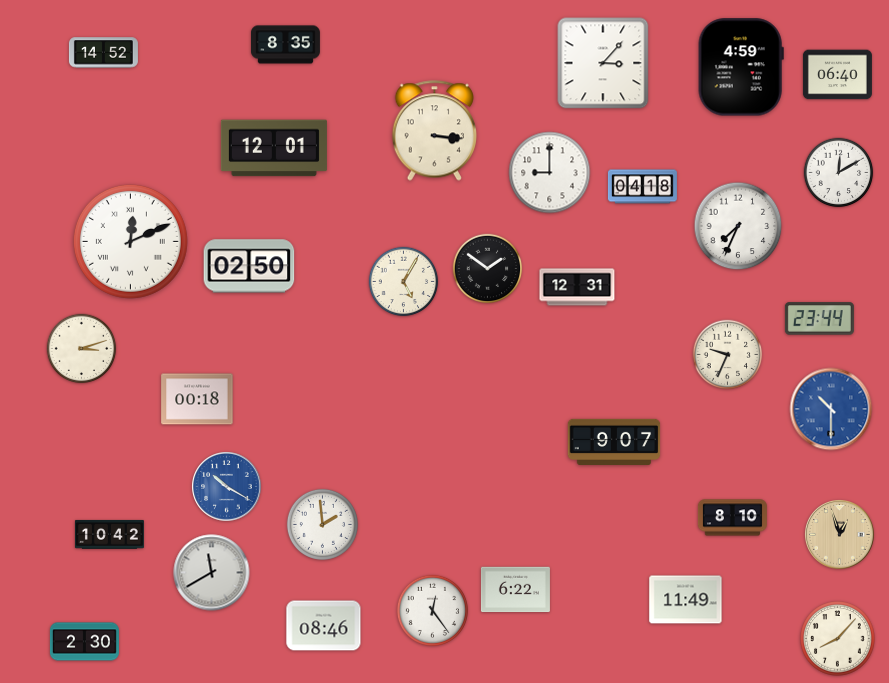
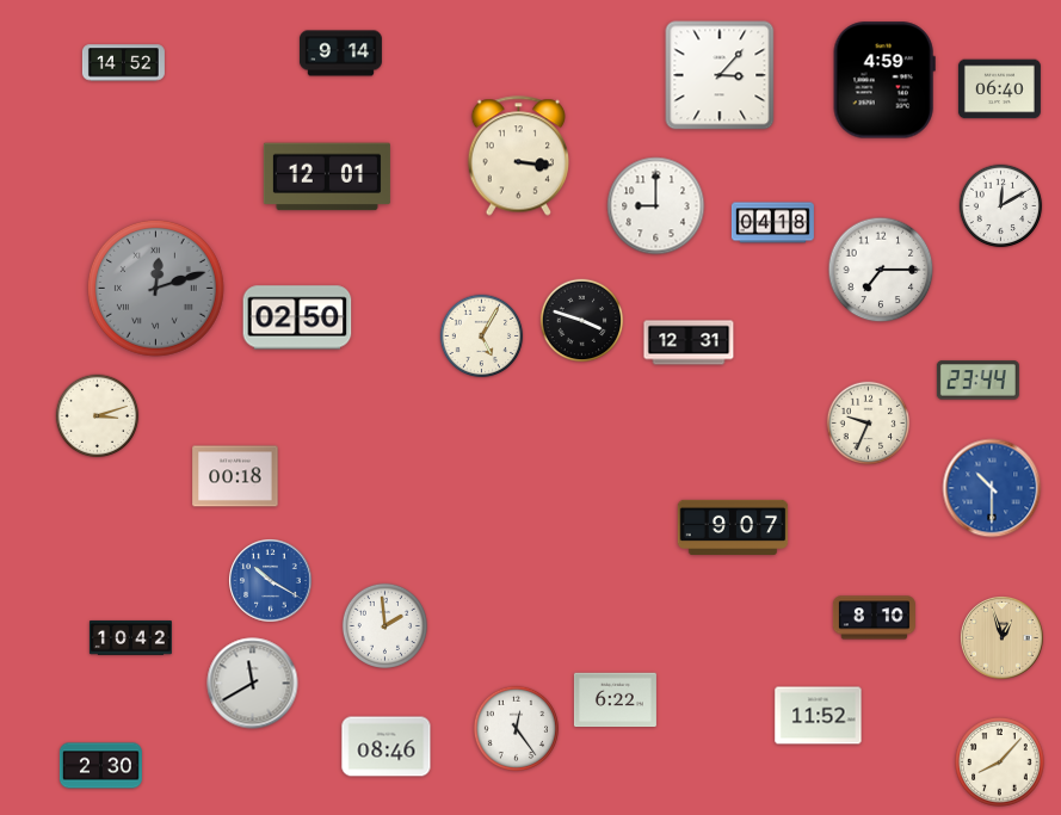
clock at (285, 45): 8:35 -> 9:14
clock at (642, 187) position: (642, 187) -> (772, 223)
clock at (738, 226): 7:34 -> 7:15
clock at (130, 241): 12:11 -> 12:12
clock at (130, 241) dial: white -> grey
clock at (488, 269): 1:51 -> 3:48
clock at (515, 590) position: (515, 590) -> (615, 700)
clock at (686, 600): 11:49 -> 11:52
